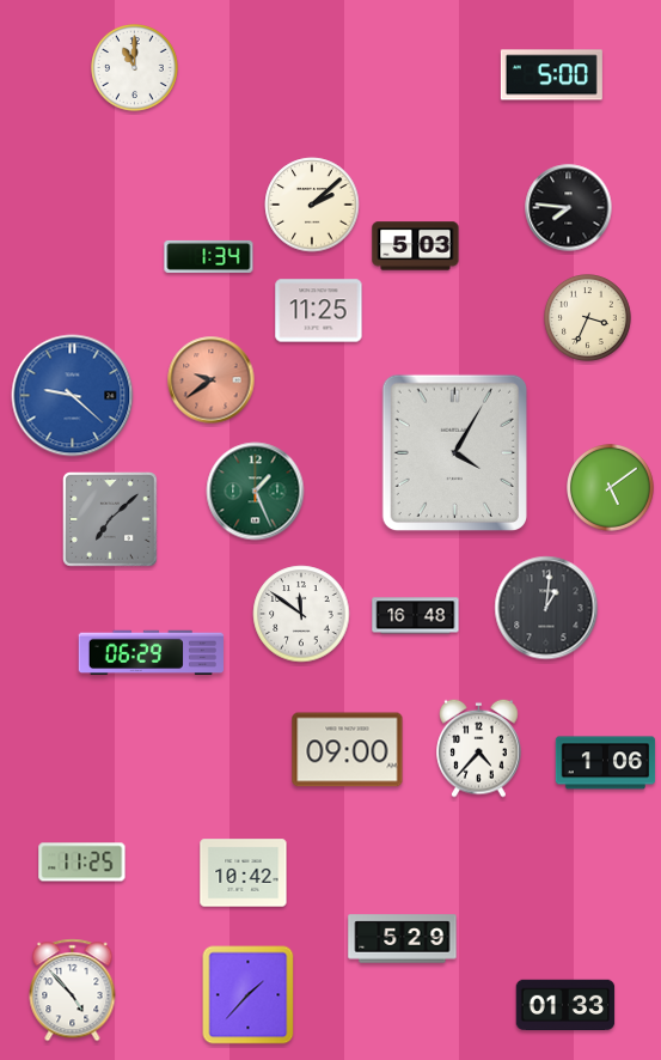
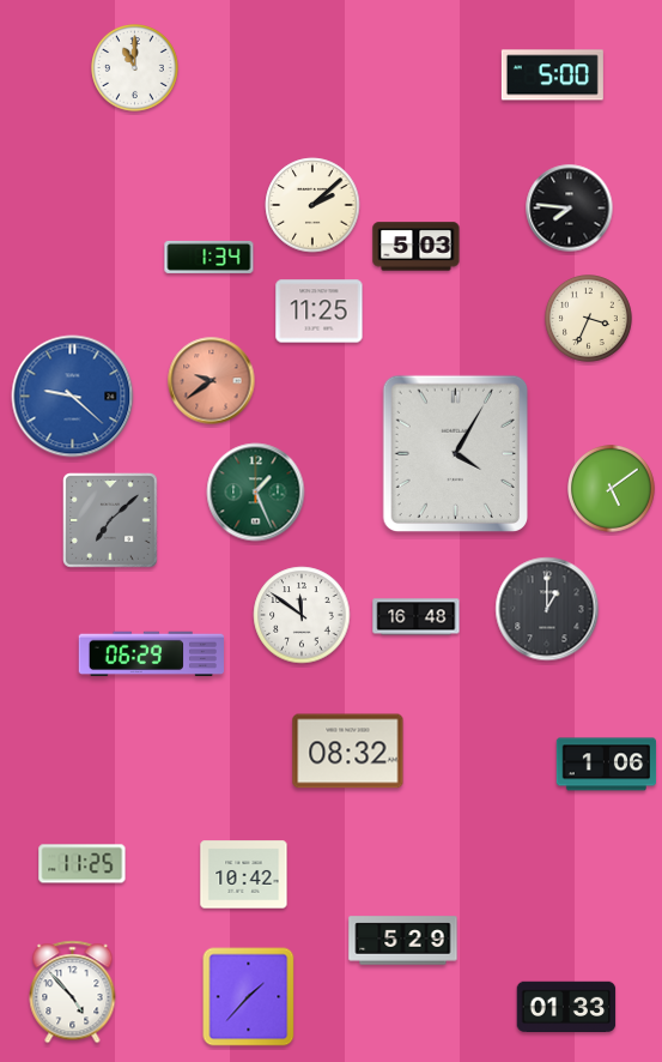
clock at (546, 608): 1:01 -> 1:00
clock at (479, 748): 4:37 -> none
clock at (348, 750): 09:00 -> 08:32
